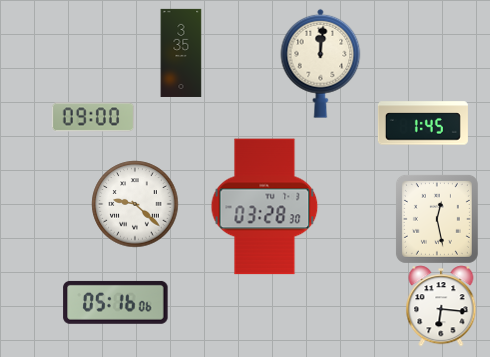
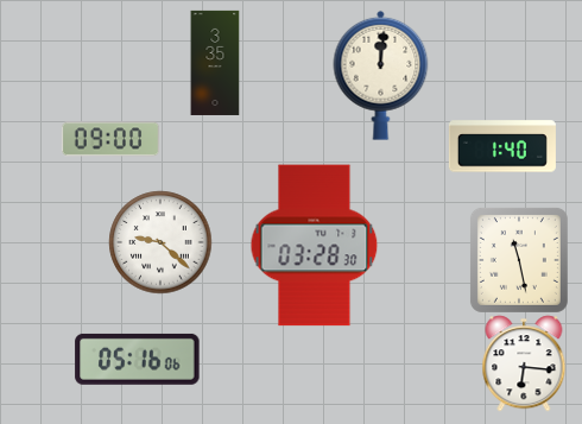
clock at (423, 123): 1:45 -> 1:40
clock at (437, 219): 12:28 -> 11:28
